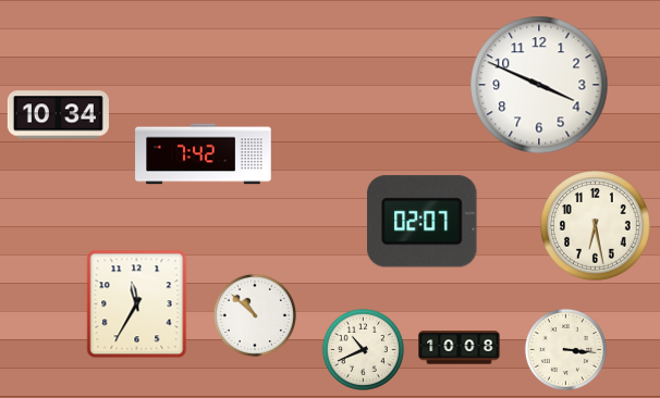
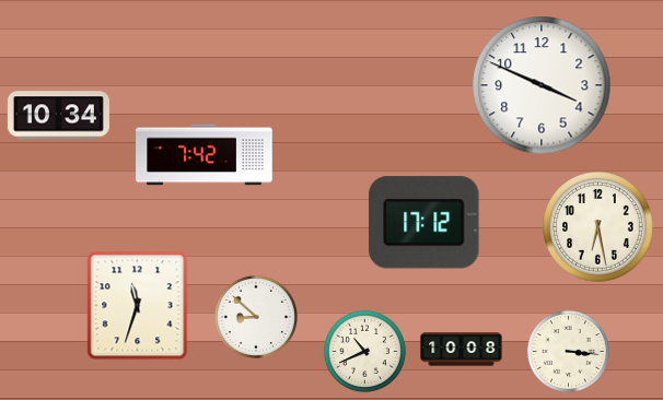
clock at (423, 222): 02:07 -> 17:12
clock at (137, 304): 11:35 -> 11:33
clock at (255, 315): 10:52 -> 8:52
